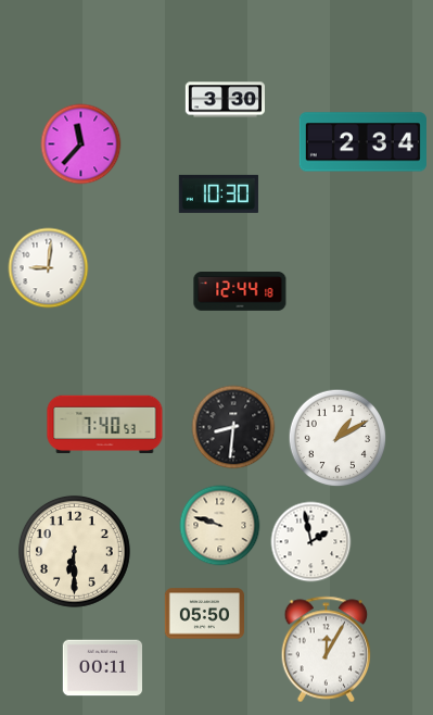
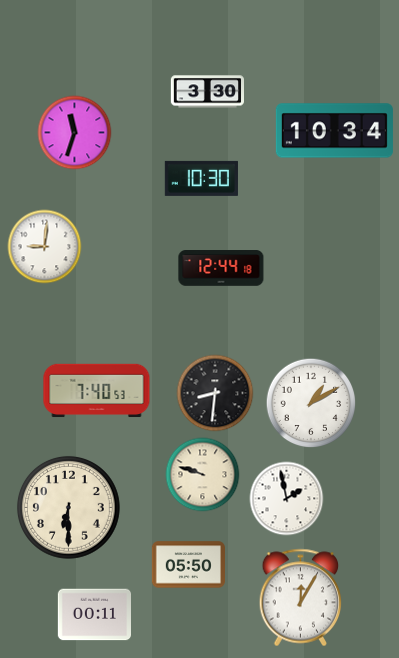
clock at (362, 142): 2:34 -> 10:34
clock at (81, 145): 11:37 -> 11:33
clock at (220, 526) position: (220, 526) -> (203, 475)
